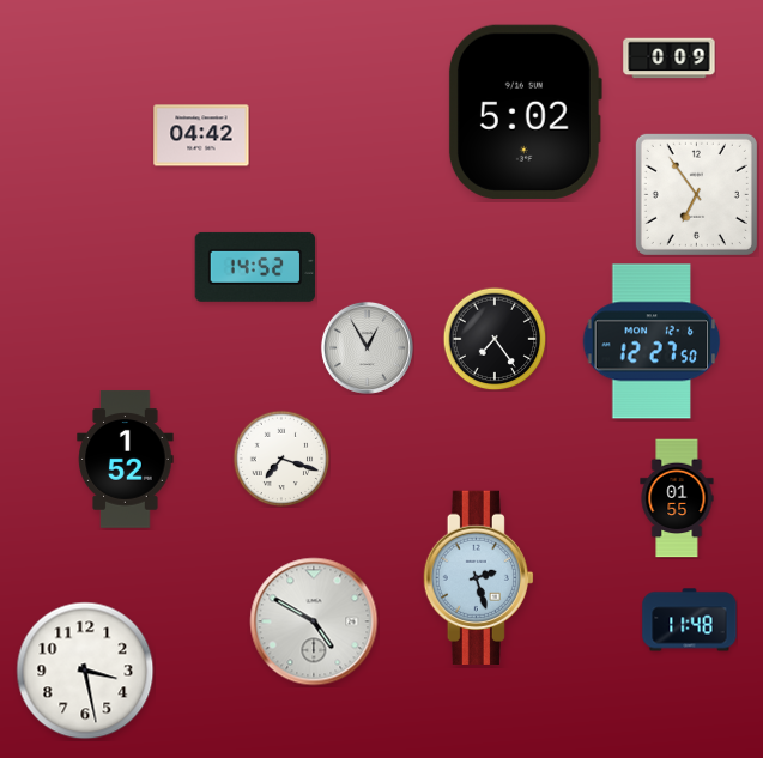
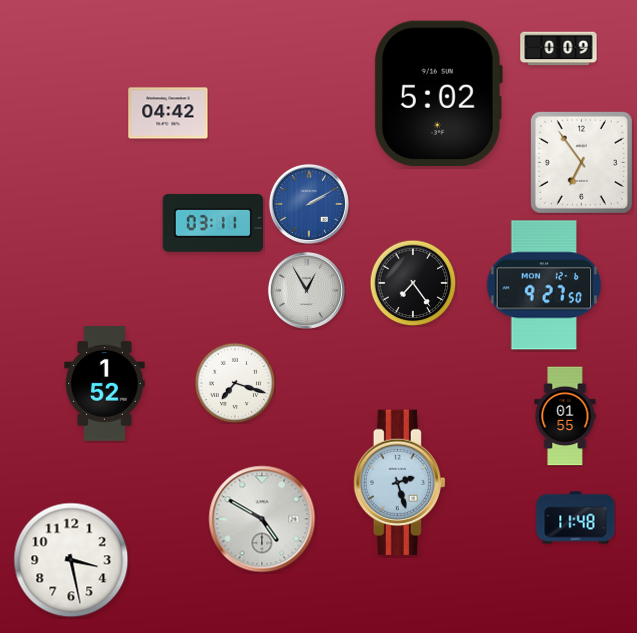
clock at (309, 204): none -> 2:10
clock at (255, 267): 14:52 -> 03:11
clock at (652, 341): 12:27 -> 9:27
